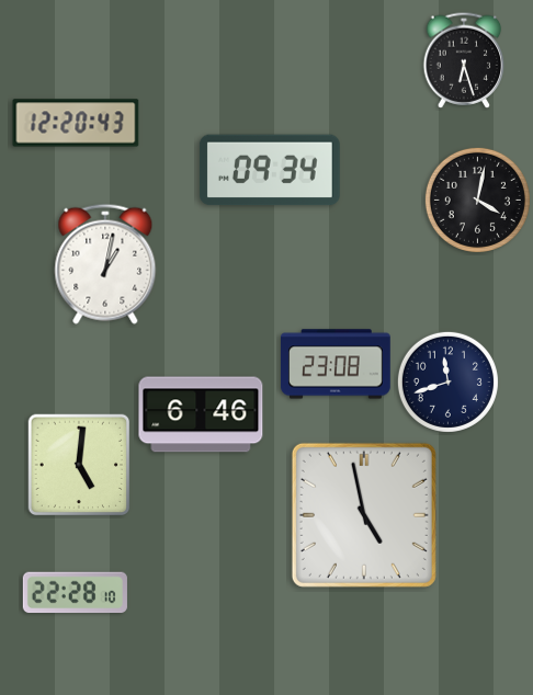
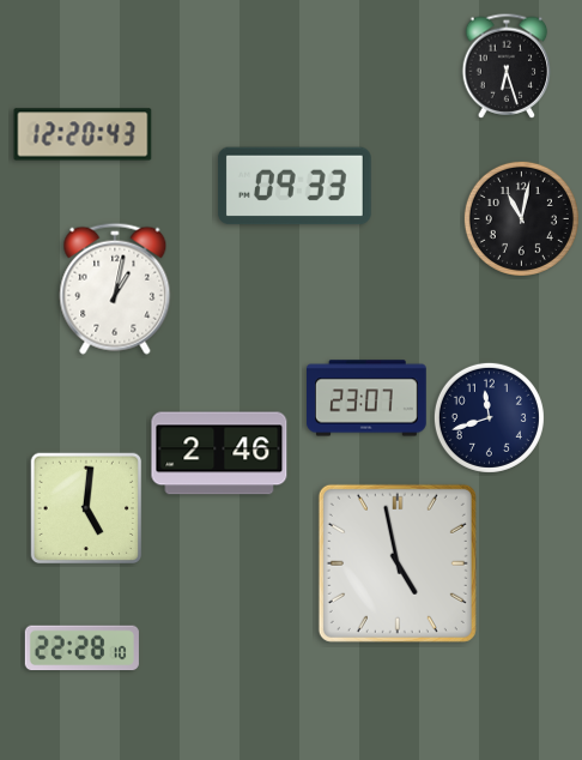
clock at (270, 170): 09:34 -> 09:33
clock at (477, 200): 4:02 -> 11:02
clock at (337, 364): 23:08 -> 23:07
clock at (201, 414): 6:46 -> 2:46
